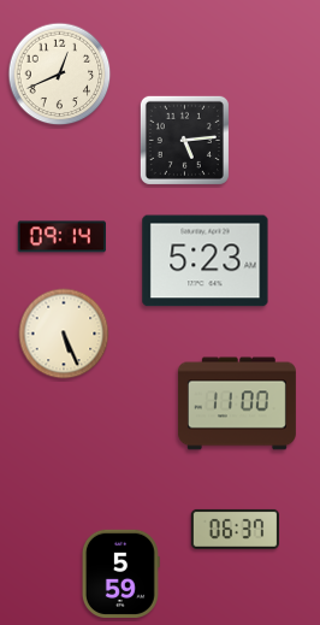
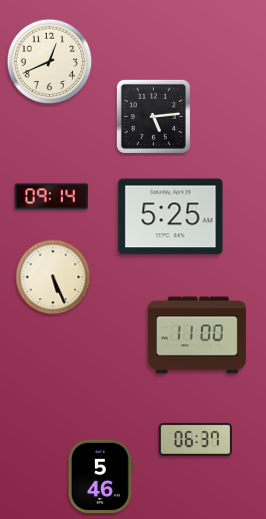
clock at (206, 261): 5:23 -> 5:25
clock at (120, 573): 5:59 -> 5:46
